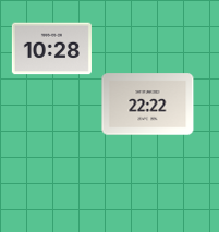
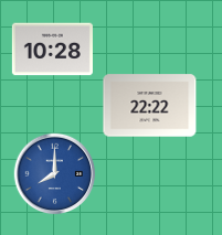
clock at (55, 174): none -> 8:00
